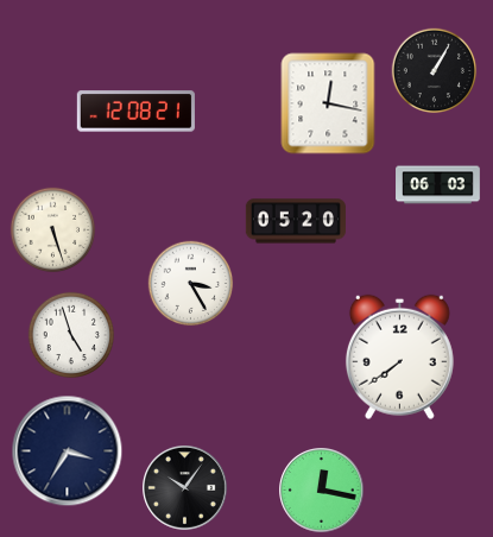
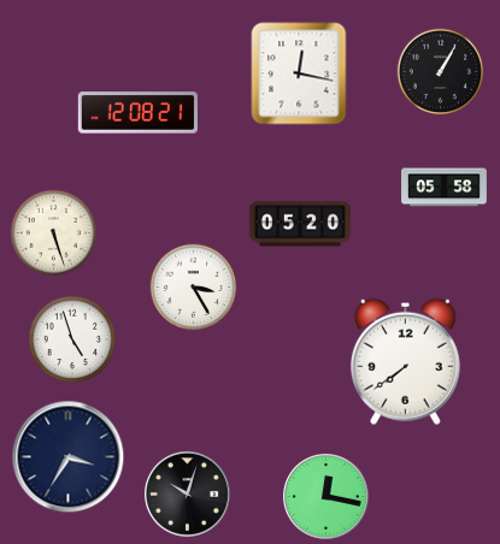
clock at (328, 103) position: (328, 103) -> (299, 73)
clock at (438, 185): 06:03 -> 05:58
clock at (185, 488): 10:06 -> 10:03
